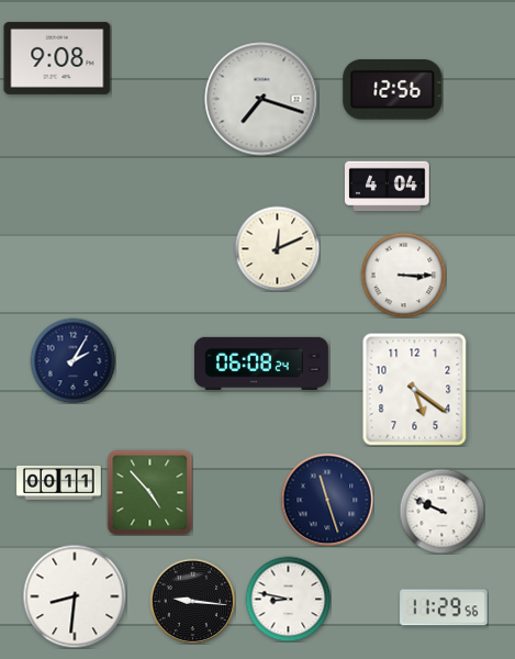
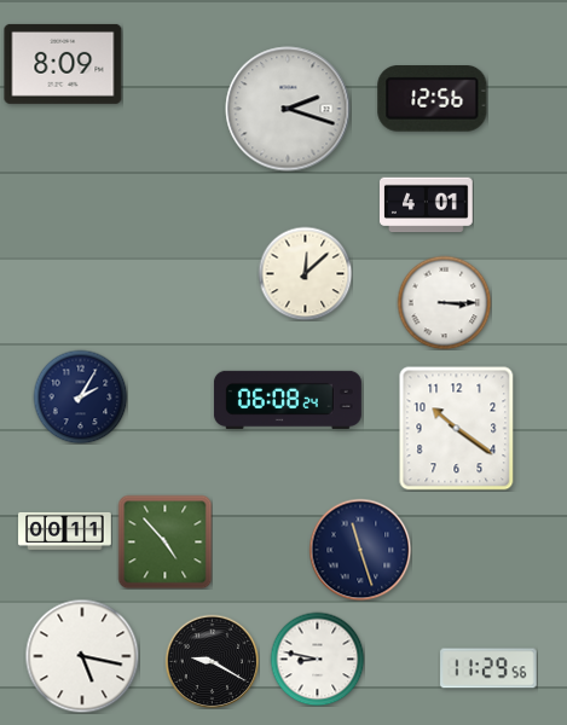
clock at (57, 58): 9:08 -> 8:09
clock at (261, 99): 7:18 -> 2:18
clock at (388, 187): 4:04 -> 4:01
clock at (277, 248): 12:11 -> 12:08
clock at (415, 390): 5:21 -> 10:21
clock at (441, 511): 9:49 -> none
clock at (75, 596): 8:31 -> 5:17
clock at (192, 601): 9:16 -> 9:20
